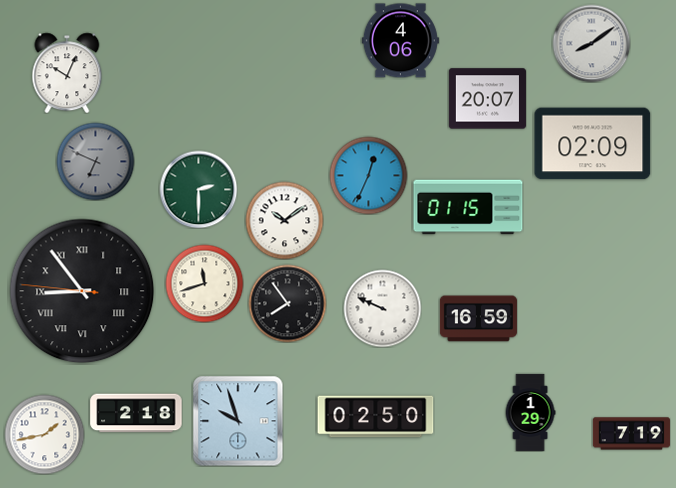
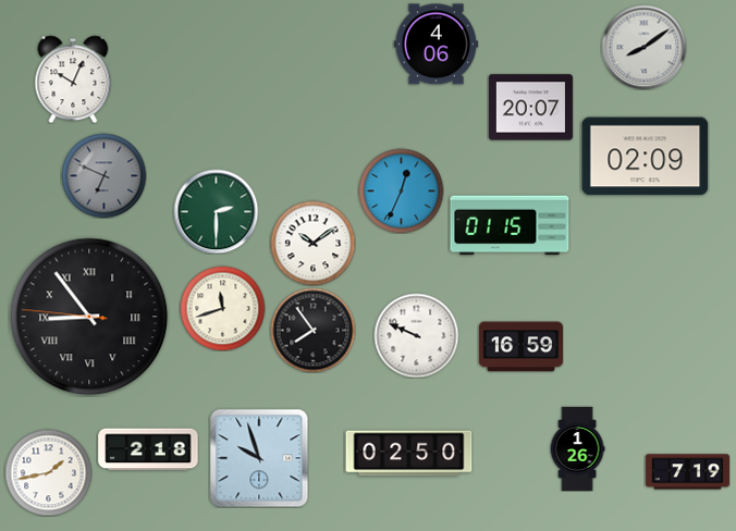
clock at (198, 189) position: (198, 189) -> (216, 211)
clock at (284, 220) position: (284, 220) -> (312, 243)
clock at (530, 412): 1:29 -> 1:26
